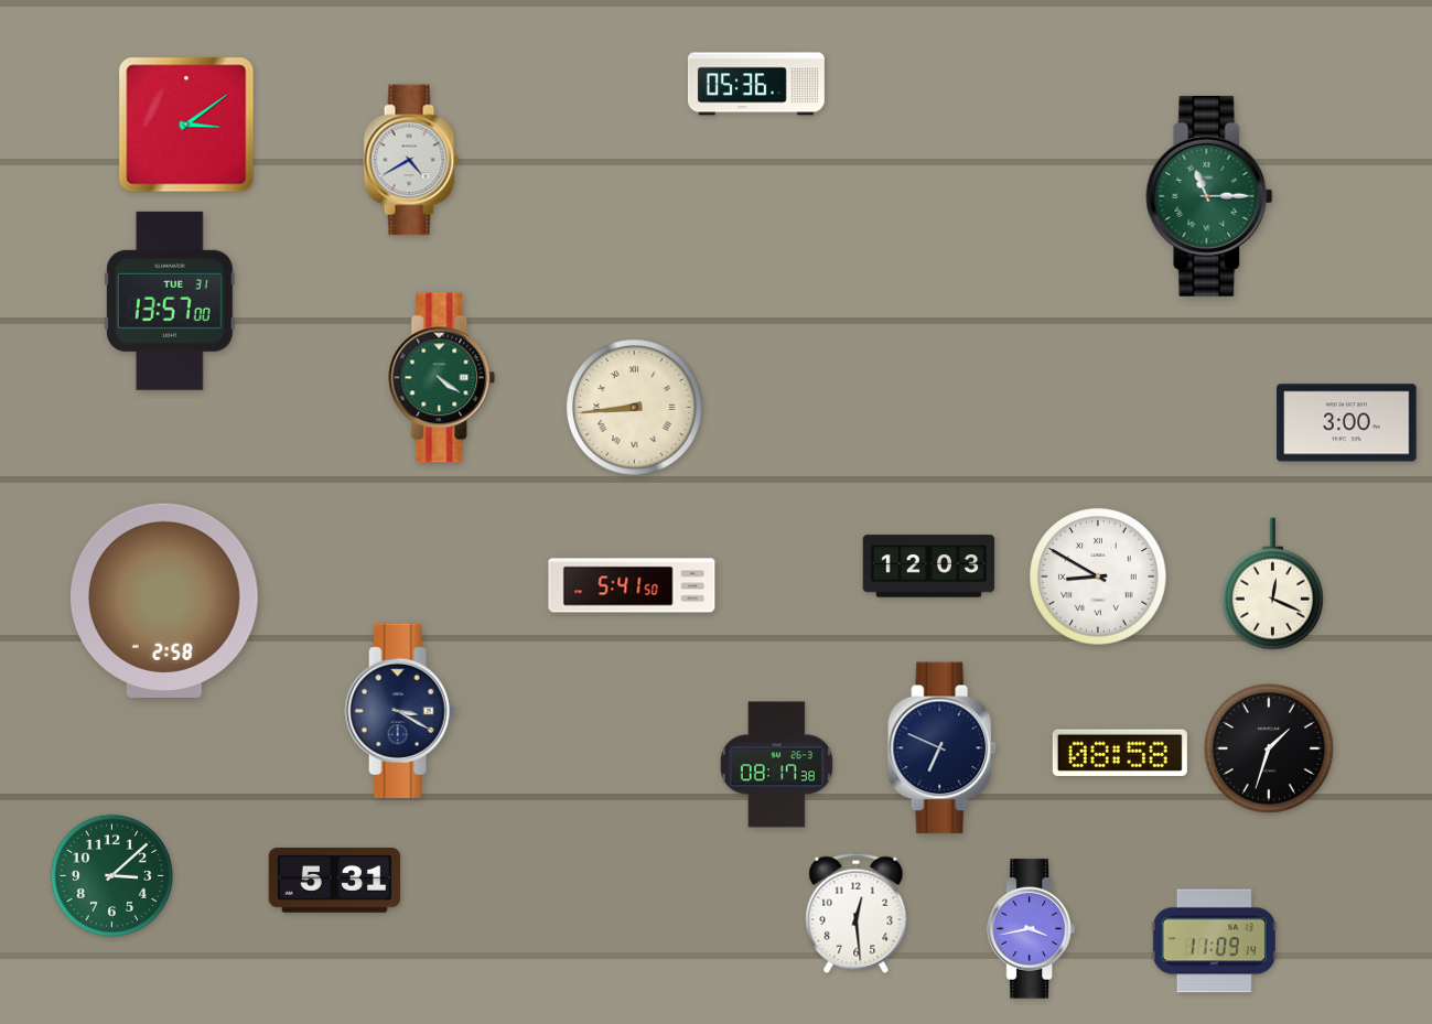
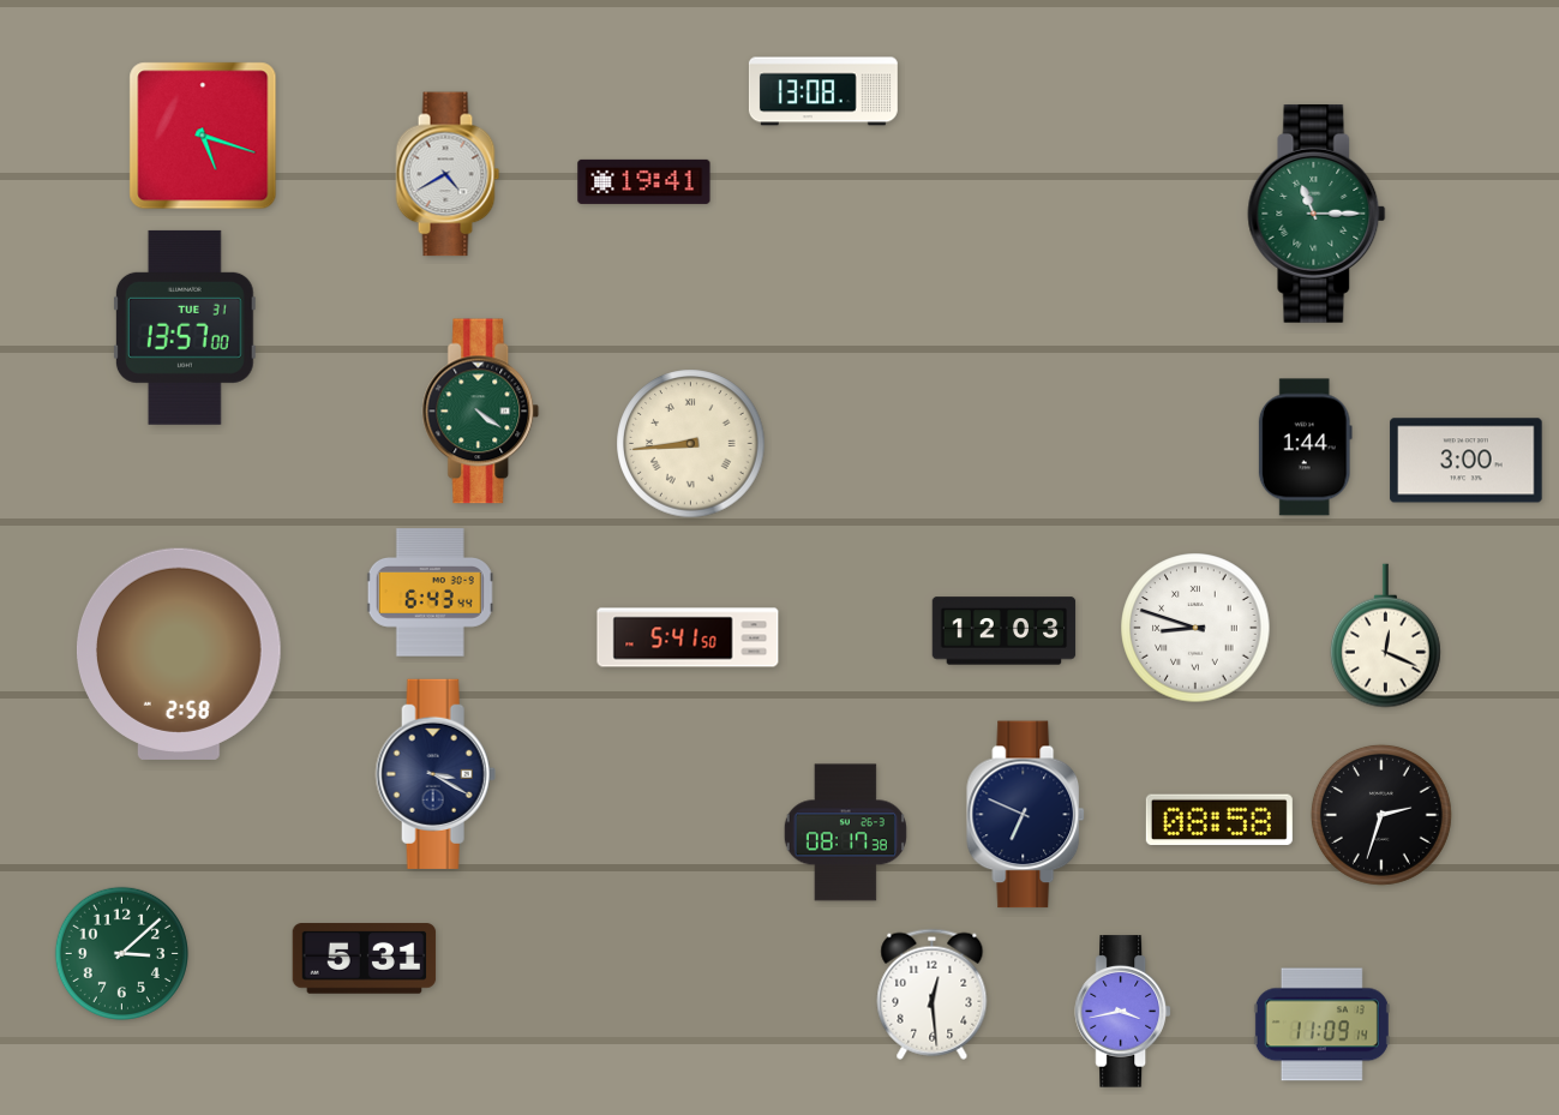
clock at (756, 84): 05:36 -> 13:08
clock at (186, 125): 3:09 -> 5:18
clock at (644, 181): none -> 19:41
clock at (1305, 448): none -> 1:44
clock at (430, 593): none -> 6:43
clock at (929, 567) position: (929, 567) -> (1005, 631)
clock at (1098, 576): 8:50 -> 8:48
clock at (1269, 748): 1:33 -> 2:33
